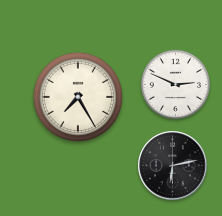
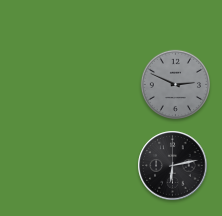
clock at (175, 84) dial: white -> grey
clock at (77, 96): 7:25 -> none
